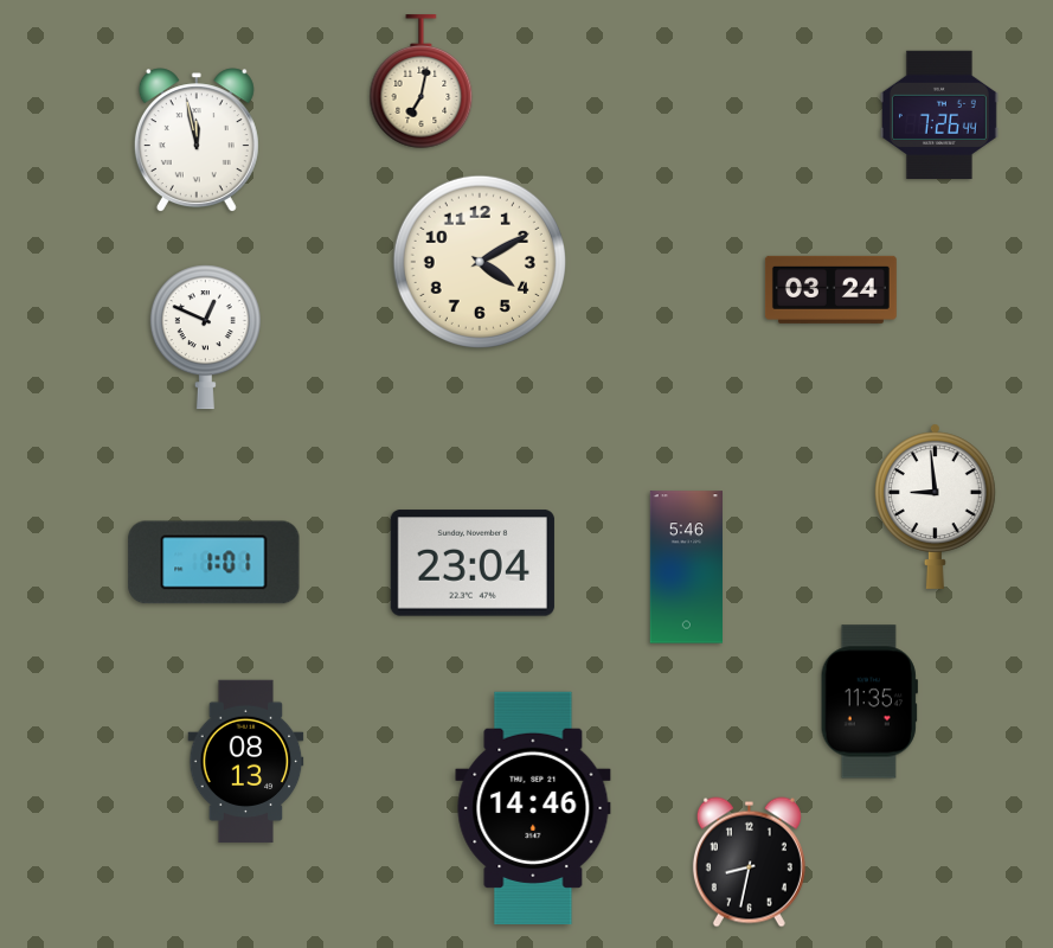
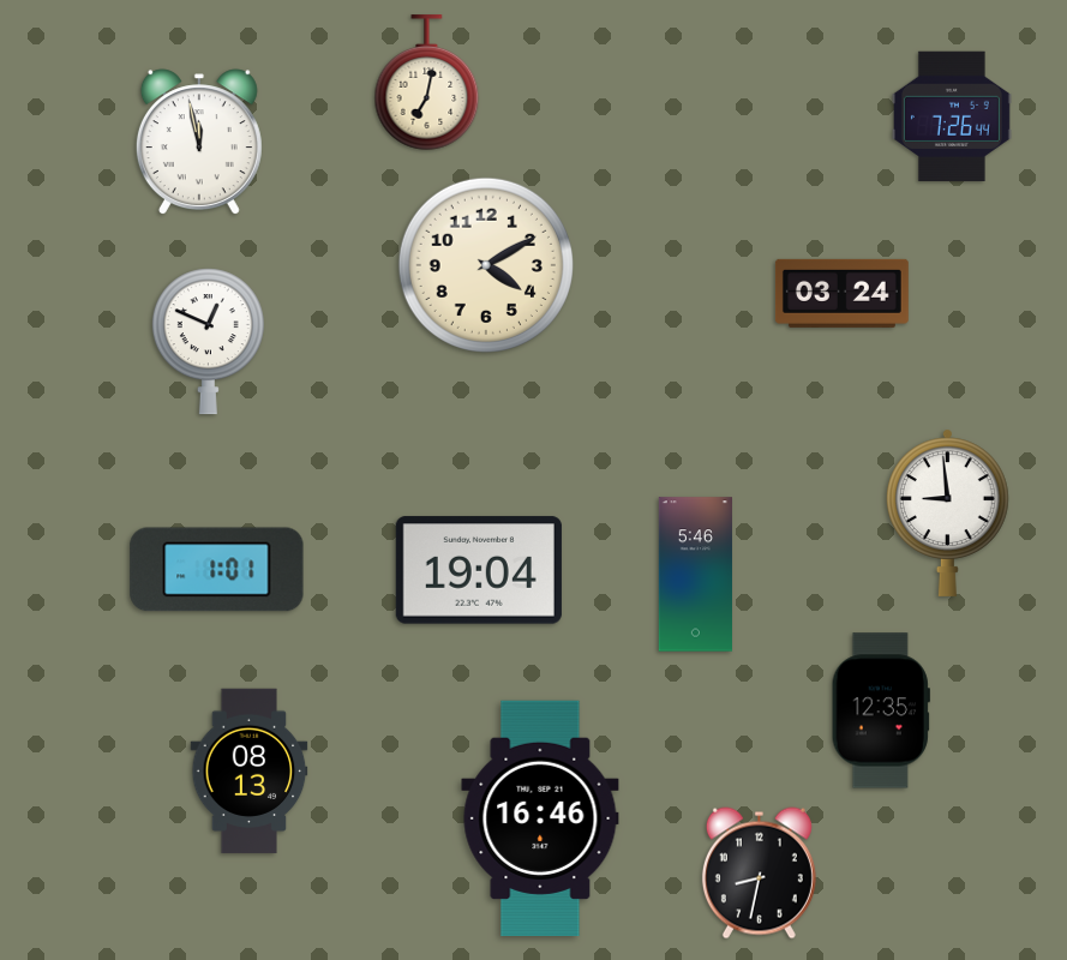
clock at (473, 563): 23:04 -> 19:04
clock at (869, 702): 11:35 -> 12:35
clock at (533, 807): 14:46 -> 16:46
